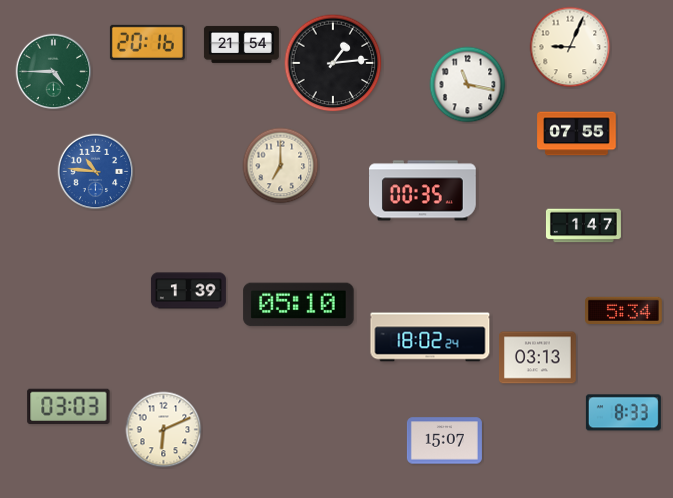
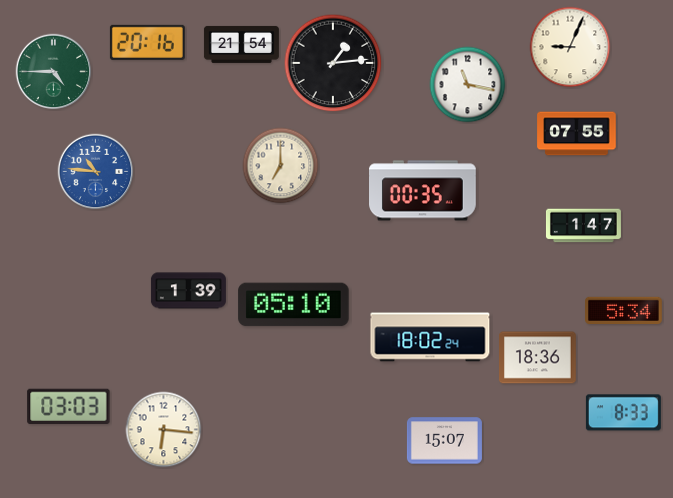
clock at (299, 305) position: (299, 305) -> (294, 305)
clock at (538, 358): 03:13 -> 18:36
clock at (164, 430): 6:11 -> 6:16
